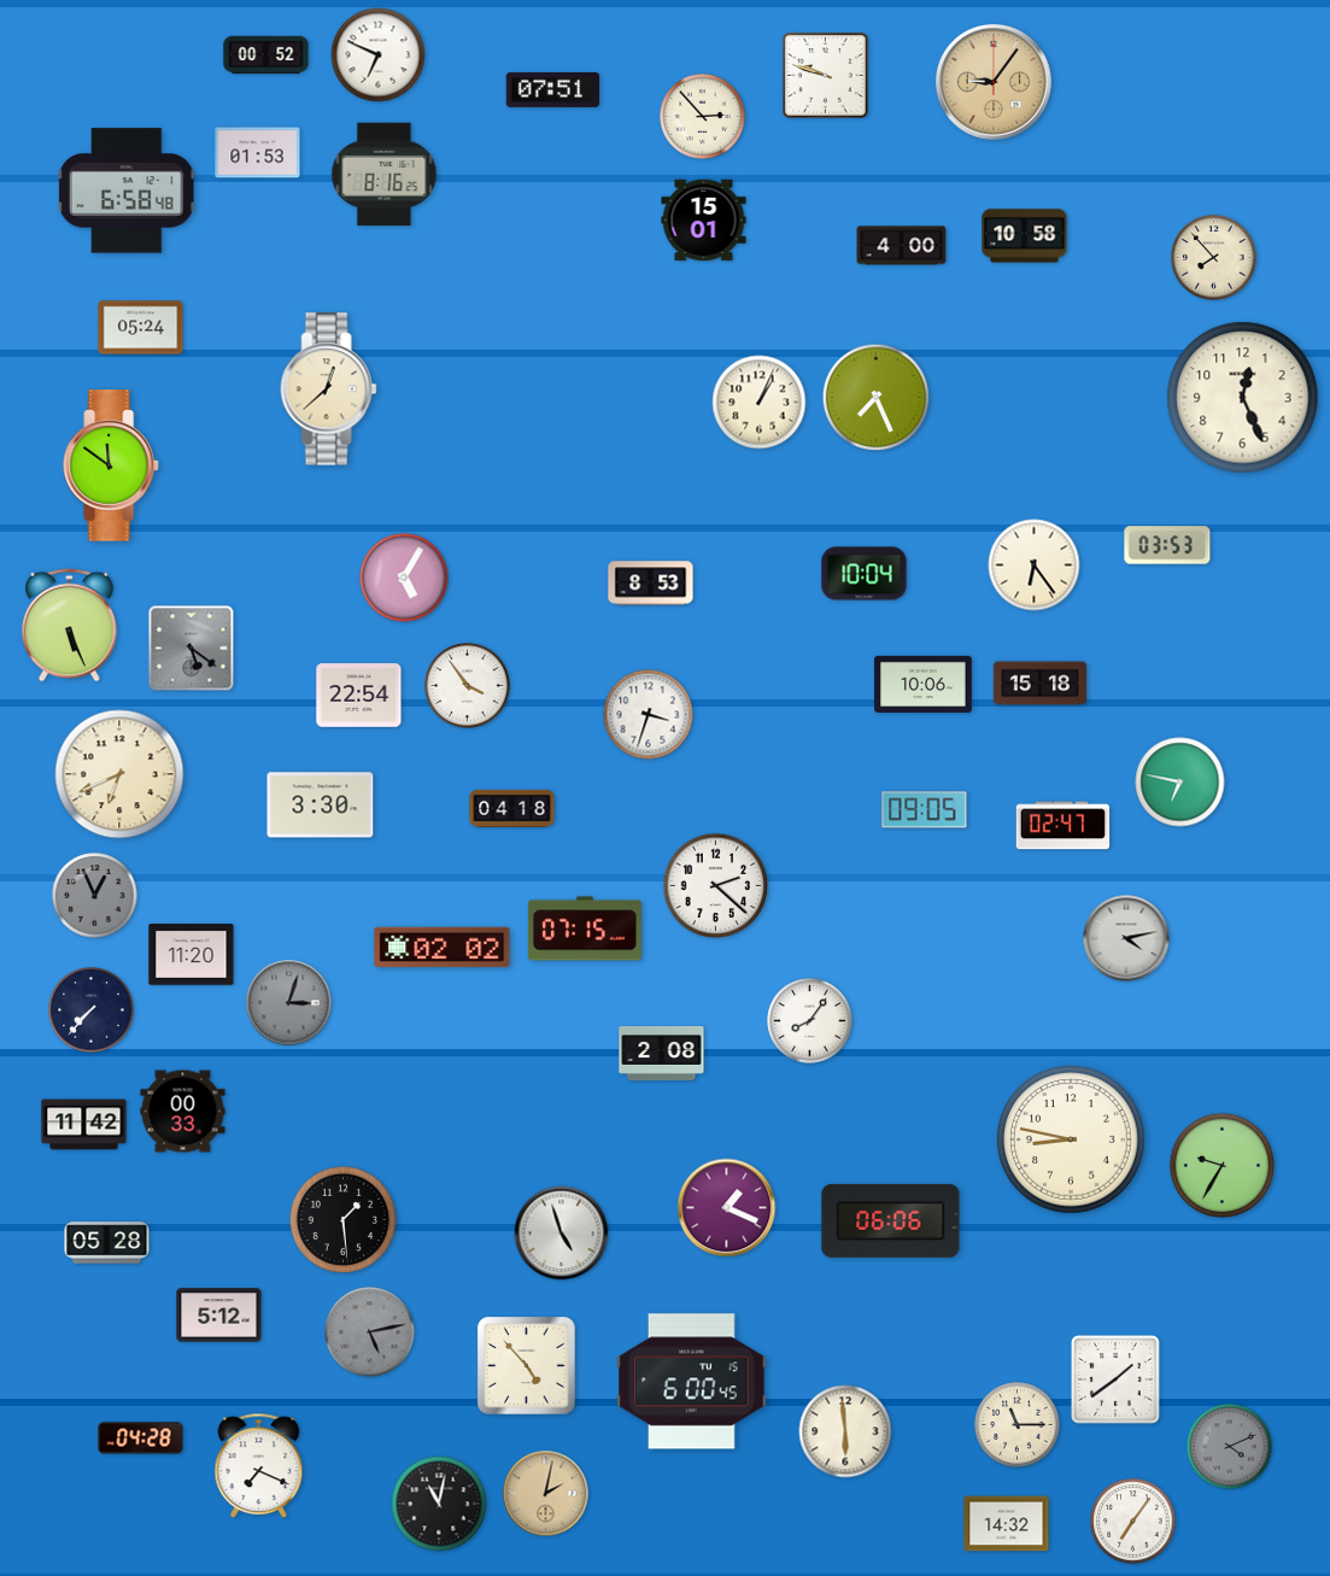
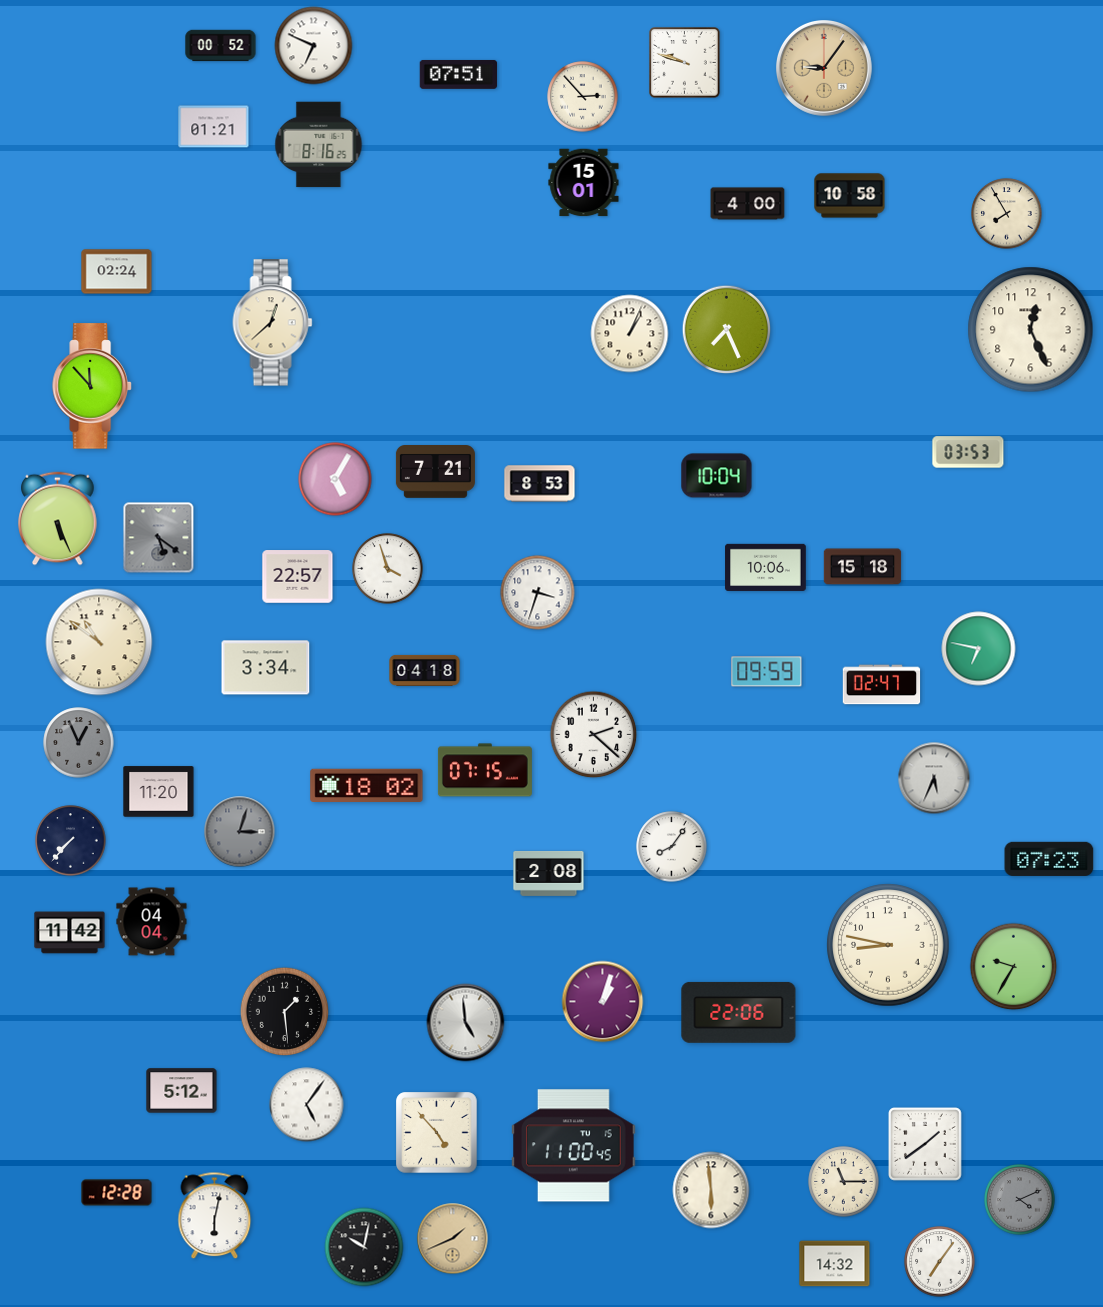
clock at (258, 153): 01:53 -> 01:21
clock at (127, 191): 6:58 -> none
clock at (1214, 258): 7:53 -> 7:55
clock at (141, 328): 05:24 -> 02:24
clock at (111, 465): 11:51 -> 11:53
clock at (1035, 566): 6:24 -> none
clock at (435, 472): none -> 7:21
clock at (468, 686): 3:54 -> 3:57
clock at (359, 696): 22:54 -> 22:57
clock at (119, 774): 6:41 -> 10:51
clock at (321, 805): 3:30 -> 3:34
clock at (925, 810): 09:05 -> 09:59
clock at (1126, 938): 4:13 -> 5:34
clock at (443, 947): 02:02 -> 18:02
clock at (92, 1010) position: (92, 1010) -> (71, 841)
clock at (1049, 859): none -> 07:23
clock at (183, 1112): 00:33 -> 04:04
clock at (727, 1208): 1:19 -> 1:03
clock at (891, 1220): 06:06 -> 22:06
clock at (562, 1234): 4:57 -> 4:59
clock at (107, 1243): 05:28 -> none
clock at (370, 1332): 5:13 -> 5:06
clock at (370, 1332) dial: grey -> white
clock at (692, 1382): 6:00 -> 11:00
clock at (845, 1431) position: (845, 1431) -> (711, 1190)
clock at (141, 1439): 04:28 -> 12:28
clock at (259, 1466): 7:19 -> 6:02
clock at (546, 1494): 2:02 -> 1:41
clock at (439, 1504): 11:02 -> 10:02
